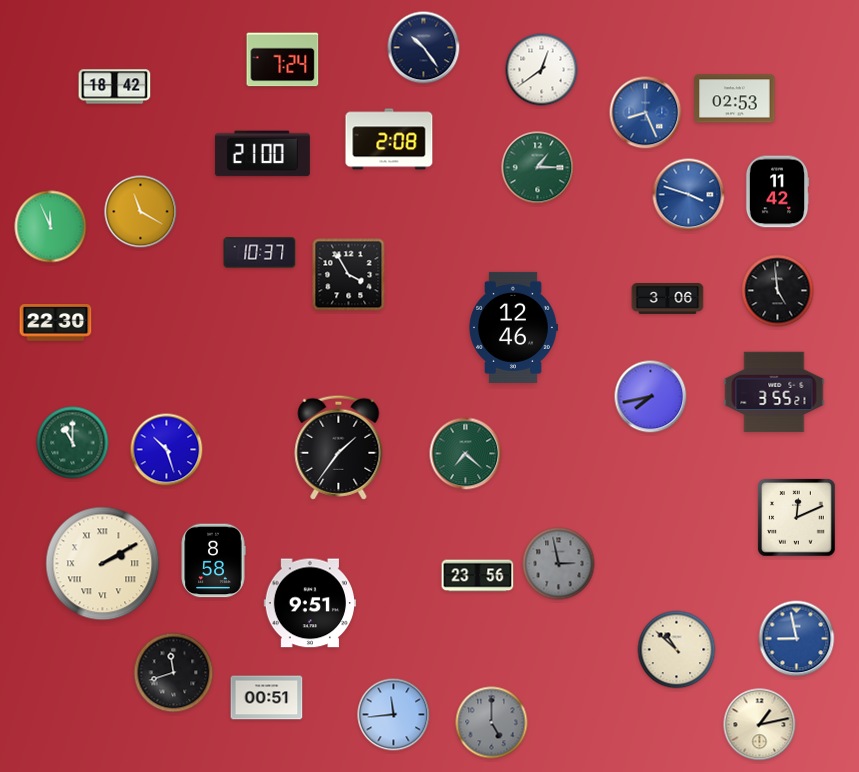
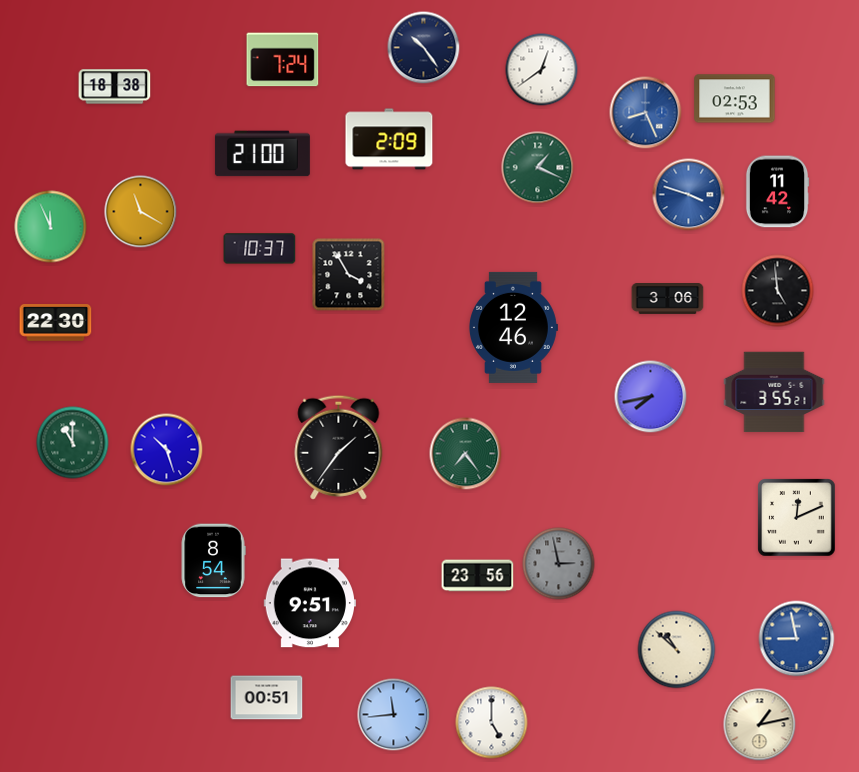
clock at (115, 87): 18:42 -> 18:38
clock at (389, 139): 2:08 -> 2:09
clock at (538, 168): 1:15 -> 1:19
clock at (260, 253) position: (260, 253) -> (260, 249)
clock at (466, 454): 7:22 -> 7:24
clock at (213, 561): 8:58 -> 8:54
clock at (103, 564): 2:10 -> none
clock at (174, 673): 11:42 -> none
clock at (492, 723) dial: grey -> white
